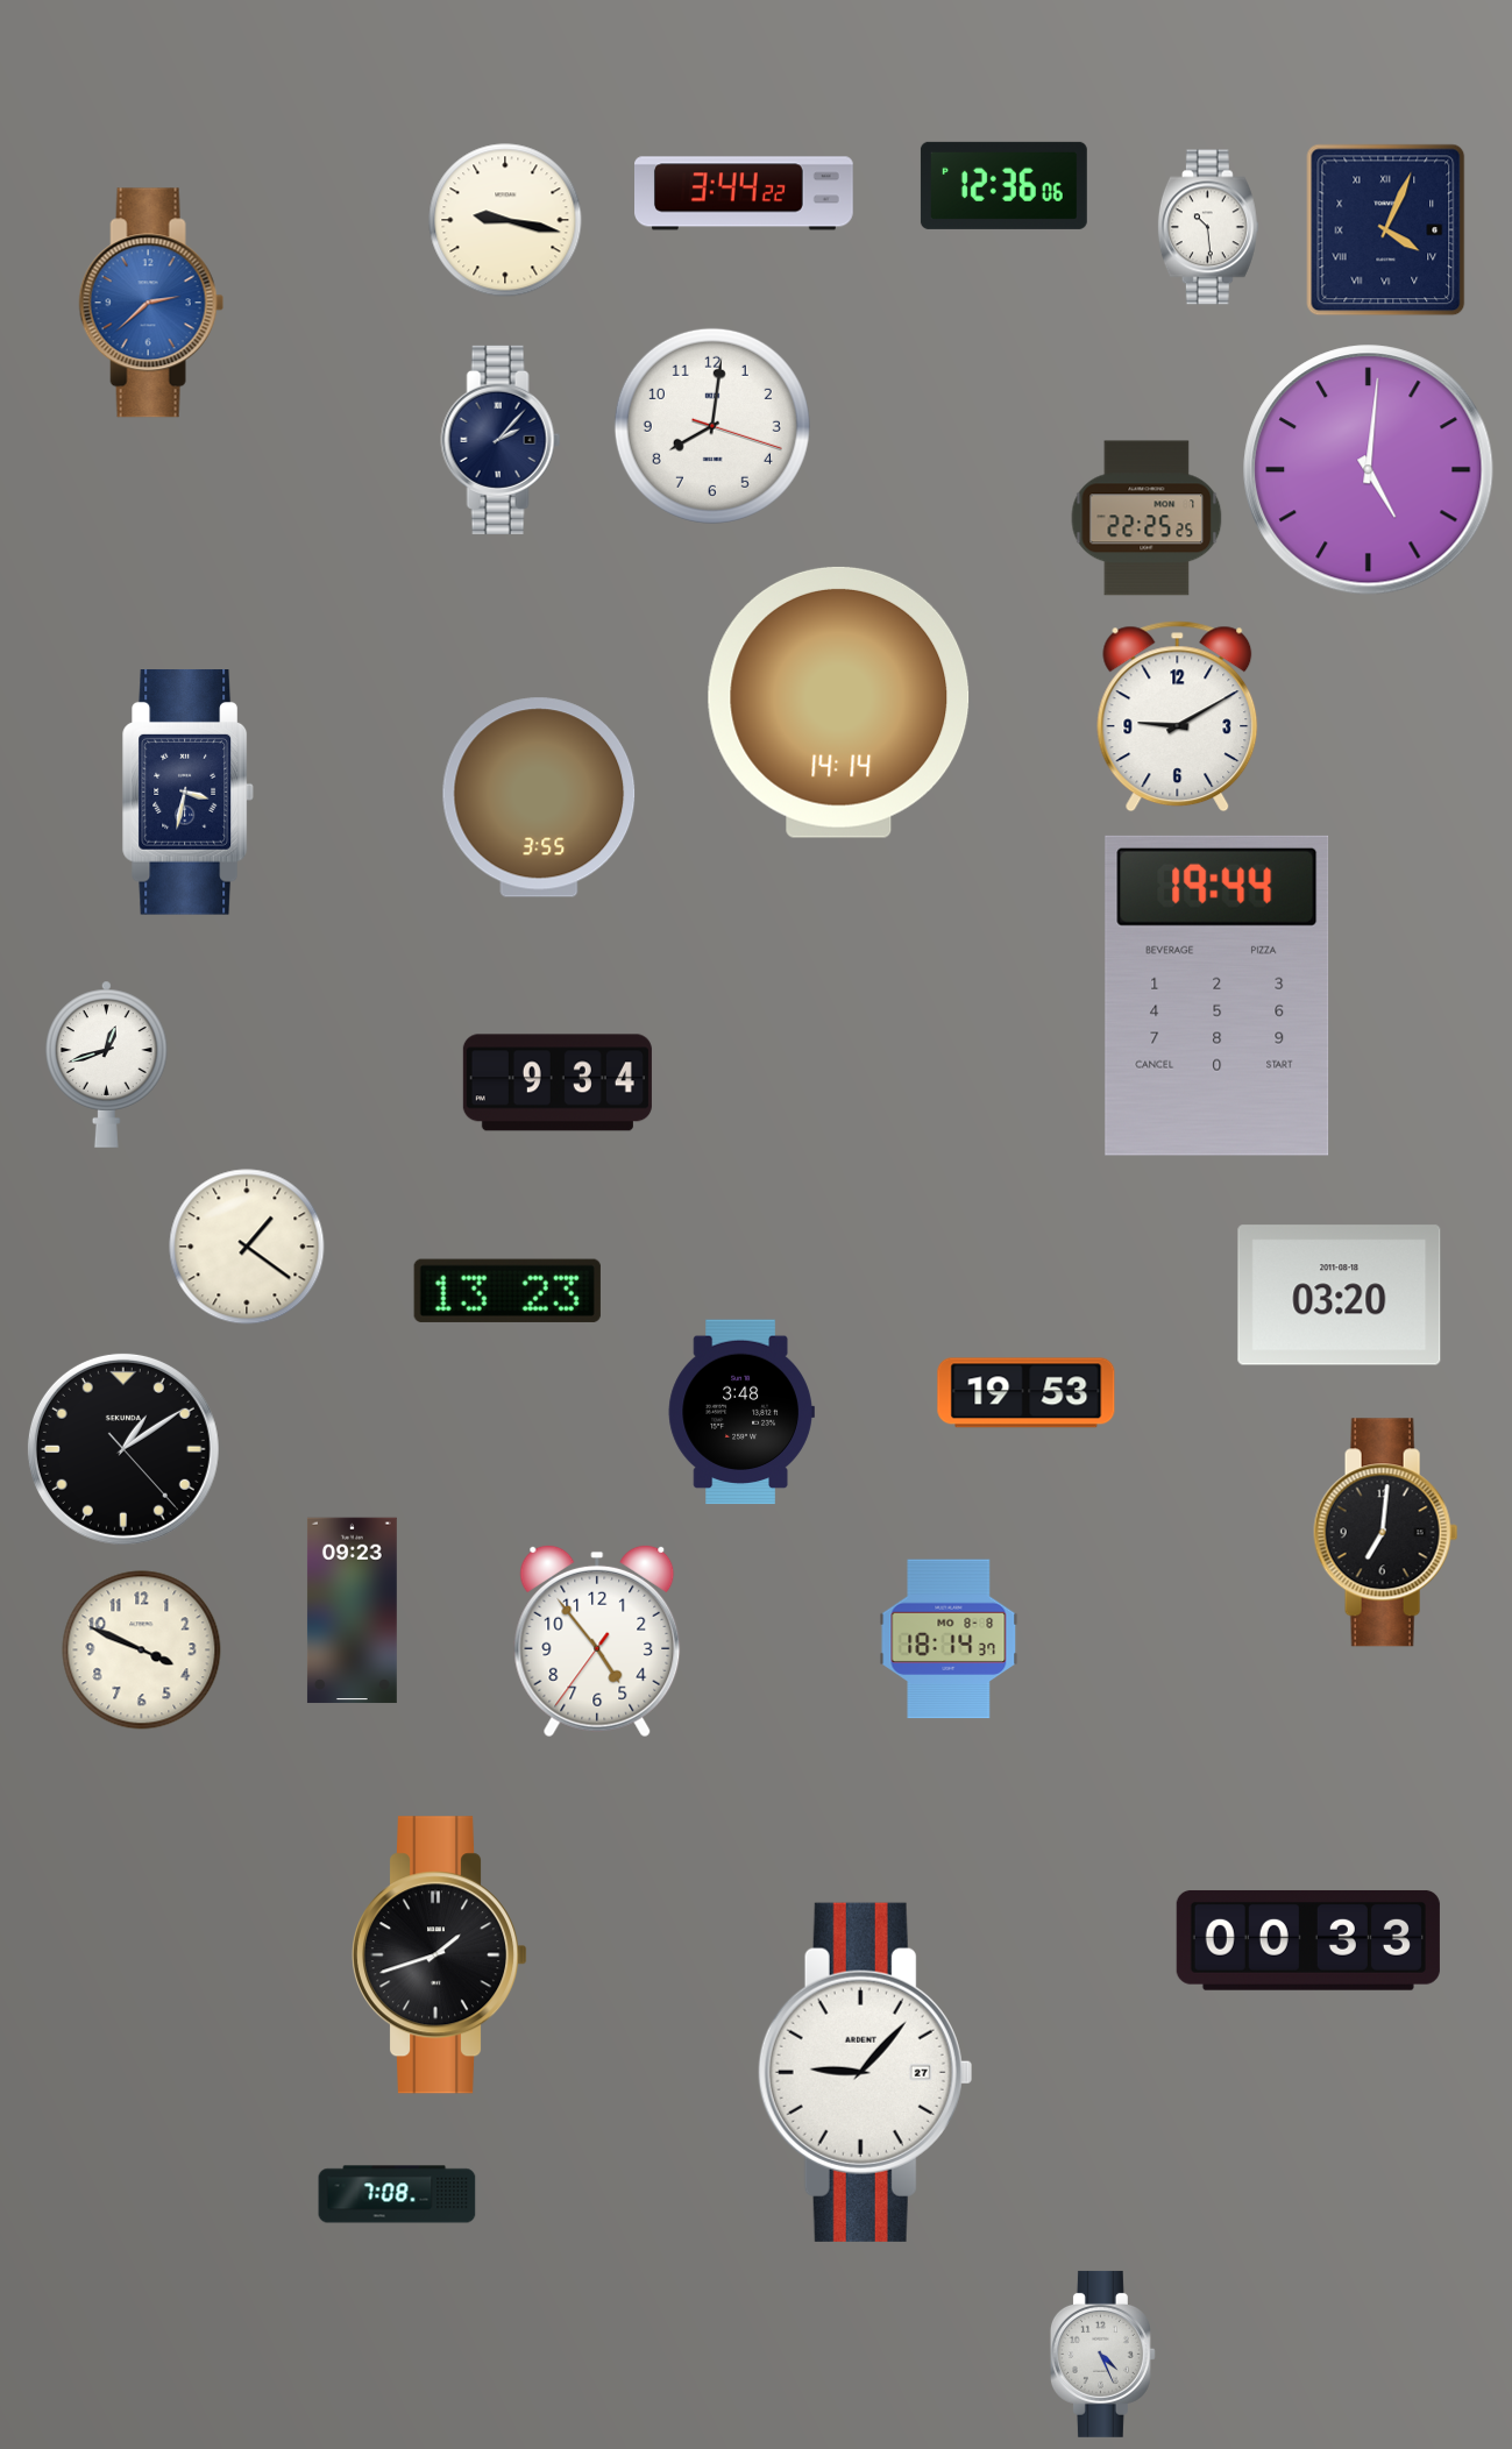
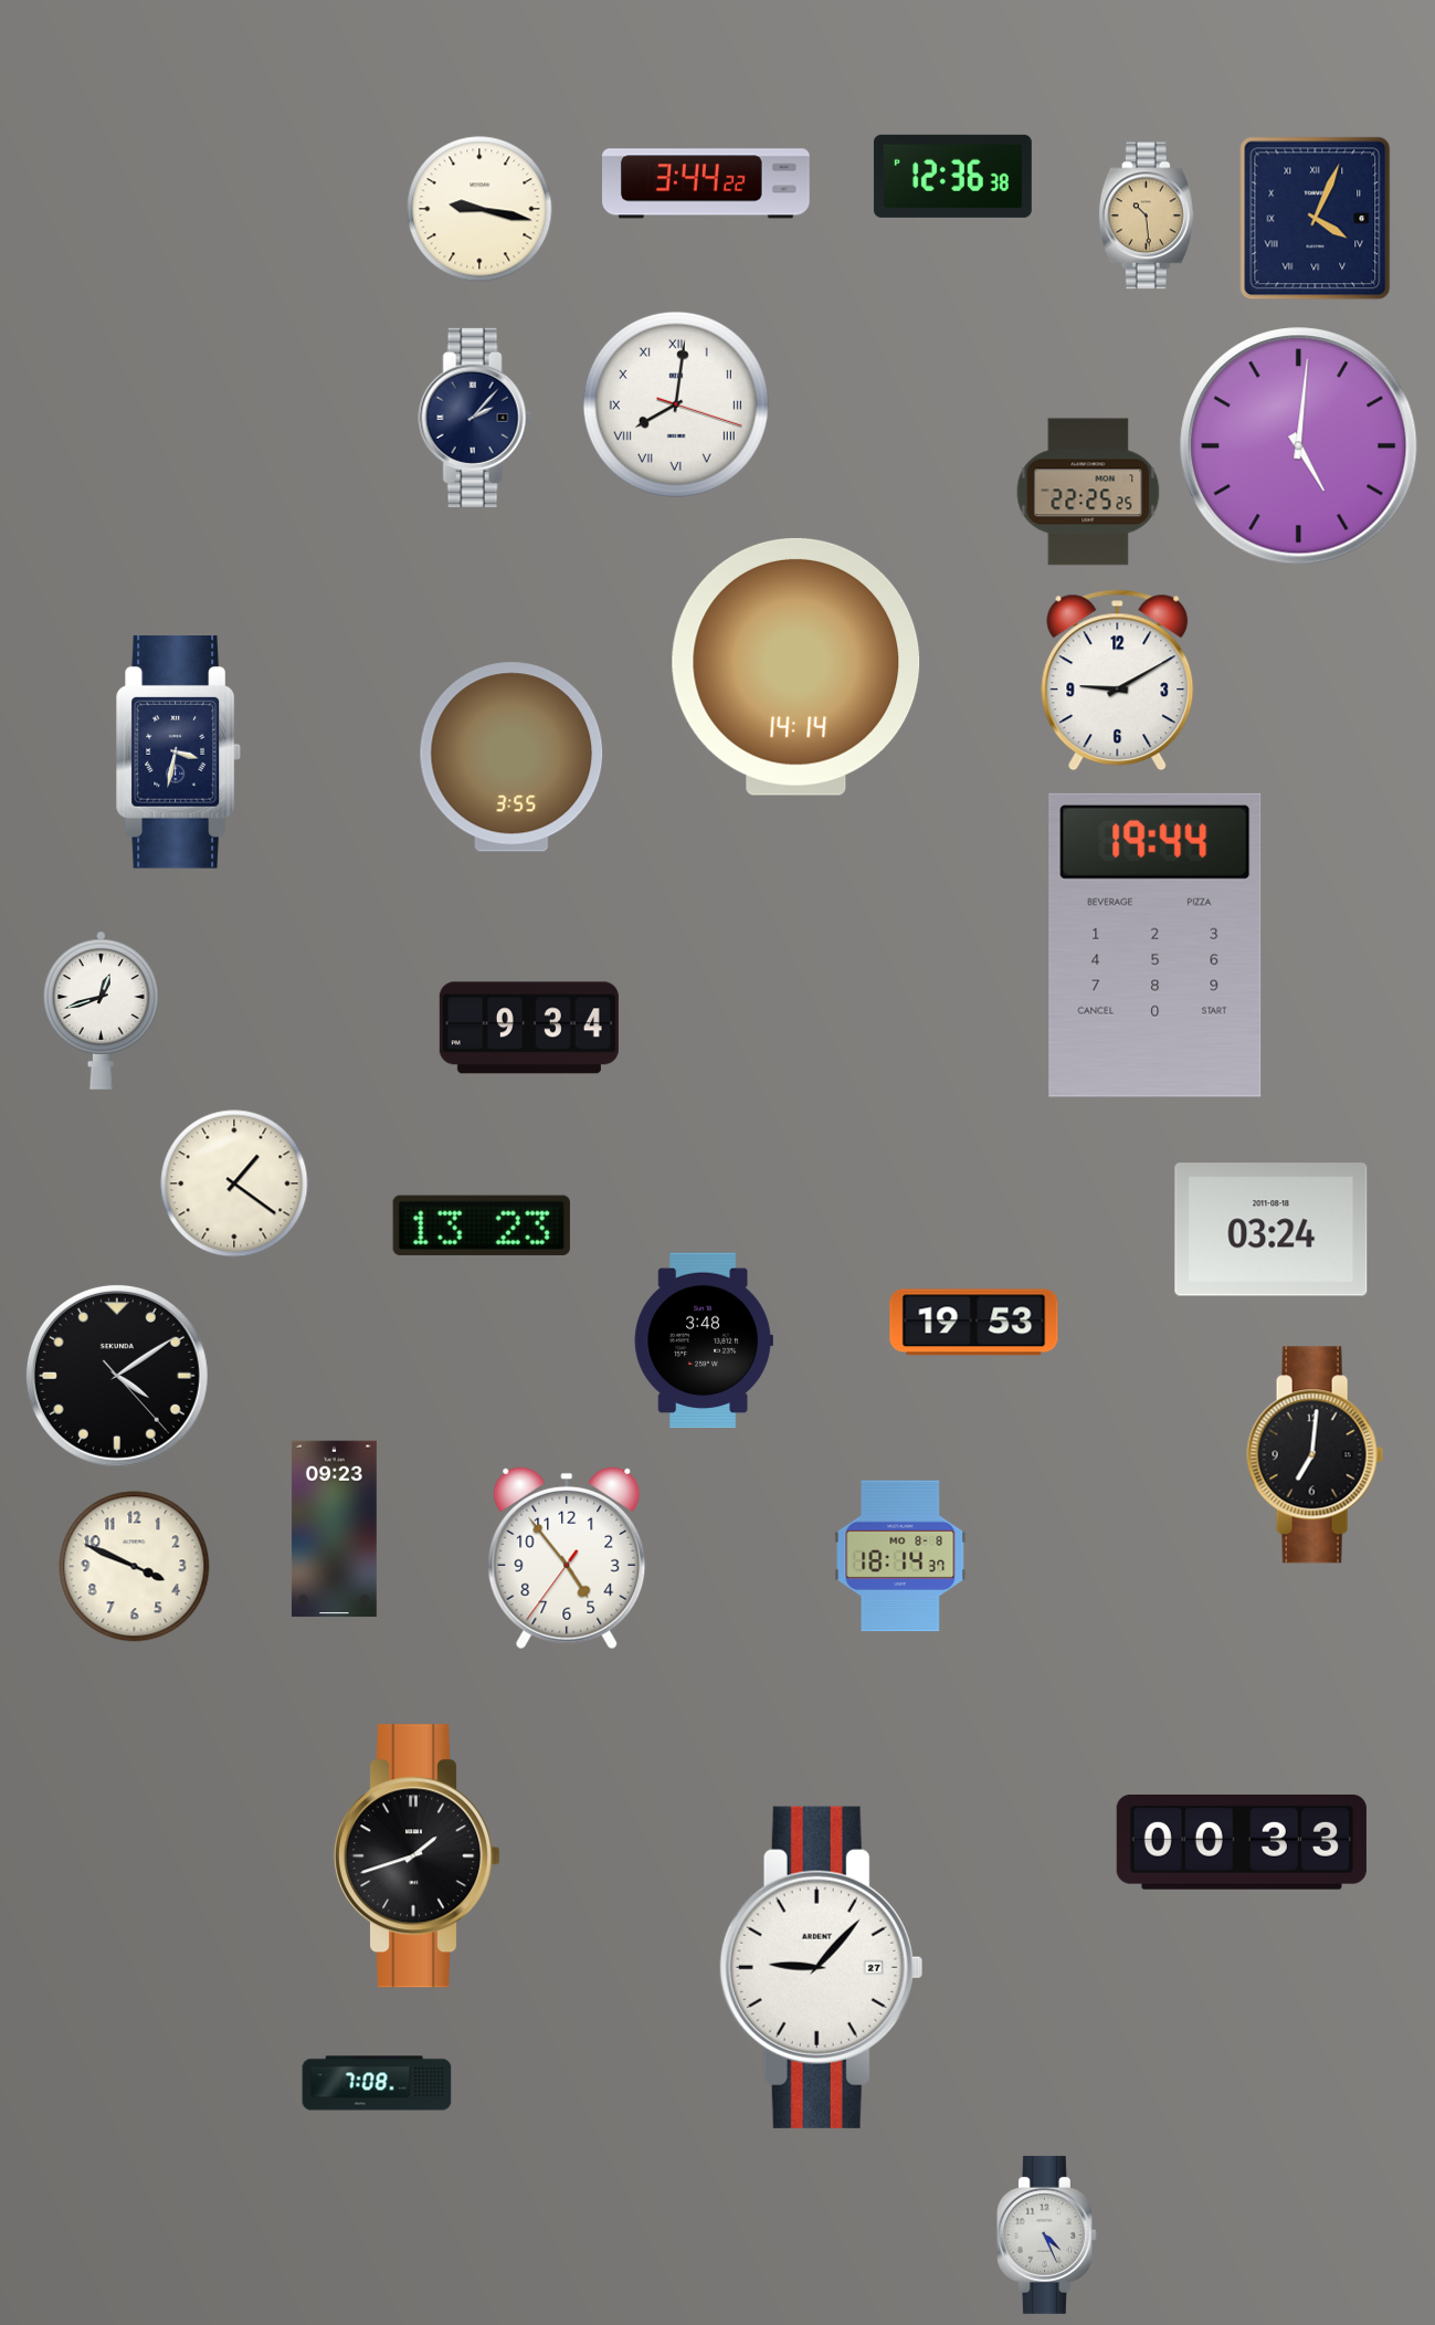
clock at (1003, 185): 12:36:06 -> 12:36:38
clock at (1208, 227) dial: white -> champagne
clock at (151, 303): 2:38 -> none
clock at (712, 426) numerals: Arabic -> Roman
clock at (1340, 1296): 03:20 -> 03:24
clock at (123, 1449): 1:09 -> 4:09
